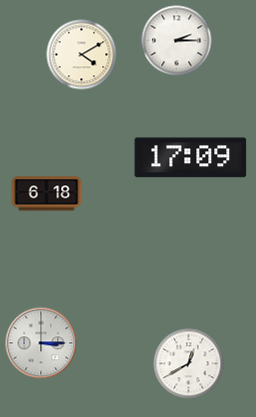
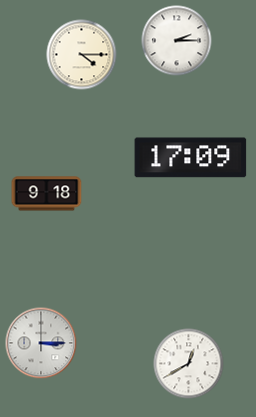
clock at (82, 55): 4:10 -> 4:15
clock at (47, 194): 6:18 -> 9:18
